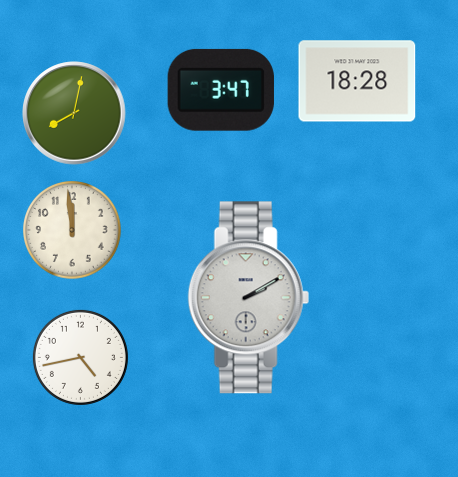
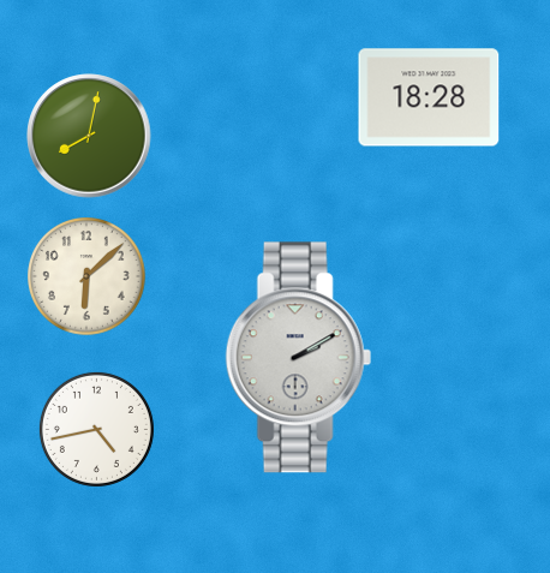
clock at (221, 90): 3:47 -> none
clock at (73, 231): 11:59 -> 6:08
